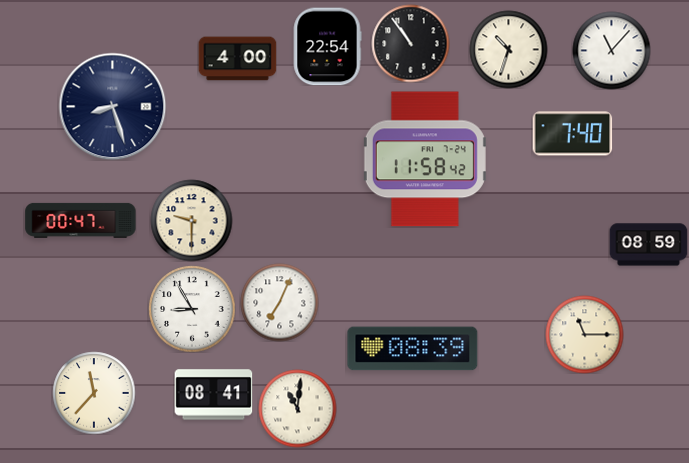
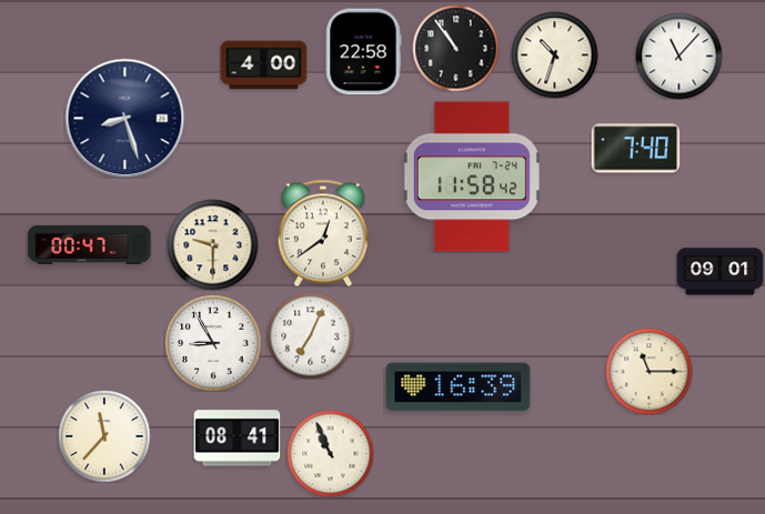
clock at (327, 46): 22:54 -> 22:58
clock at (508, 49) position: (508, 49) -> (554, 54)
clock at (323, 233): none -> 12:39
clock at (648, 245): 08:59 -> 09:01
clock at (413, 349): 08:39 -> 16:39
clock at (297, 408): 11:01 -> 10:56
